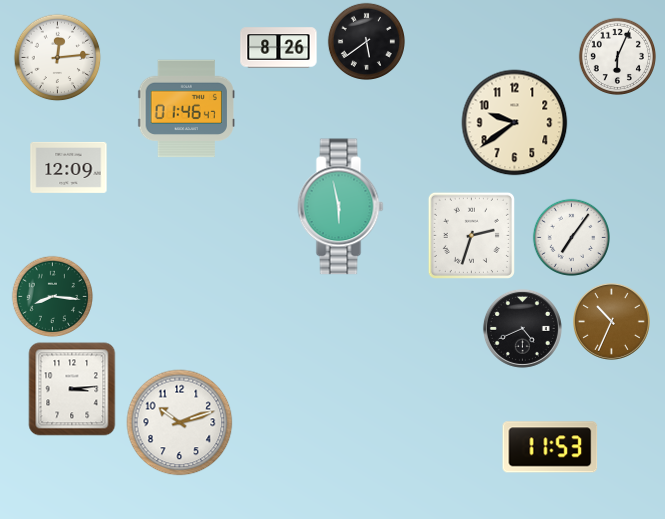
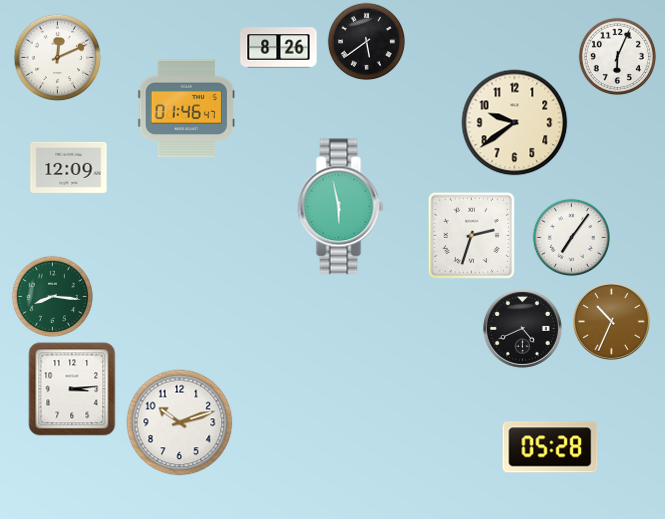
clock at (57, 57): 12:14 -> 12:11
clock at (550, 447): 11:53 -> 05:28
